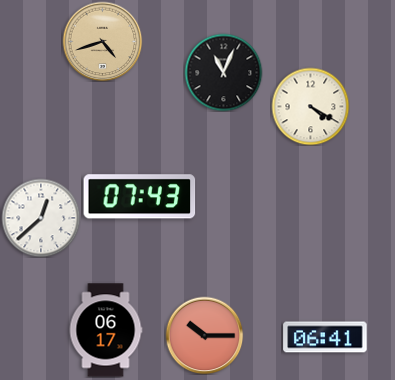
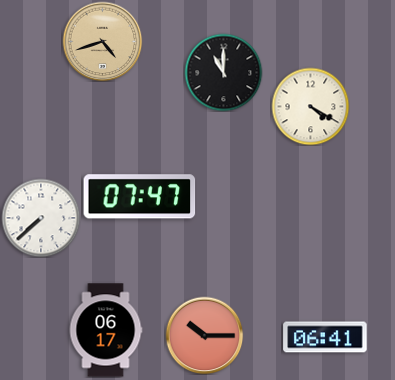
clock at (223, 72): 11:04 -> 11:00
clock at (140, 197): 07:43 -> 07:47
clock at (41, 218): 12:38 -> 7:38
